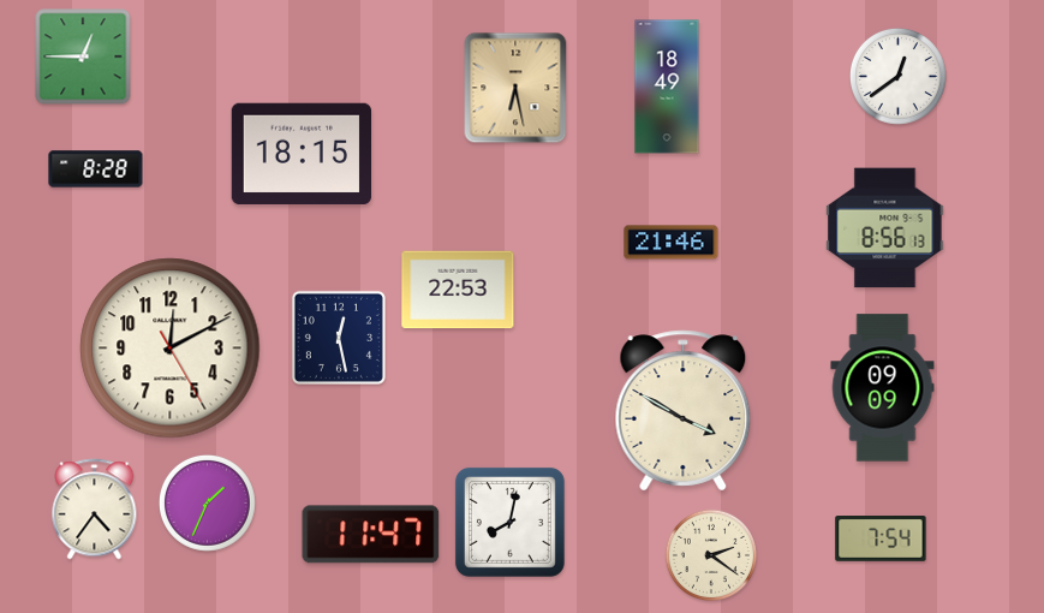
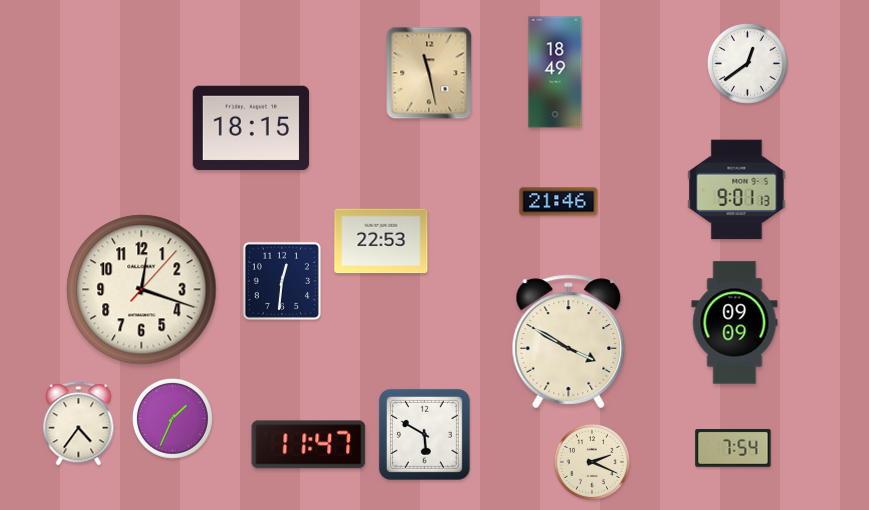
clock at (83, 56): 12:45 -> none
clock at (515, 88): 6:28 -> 11:28
clock at (96, 169): 8:28 -> none
clock at (885, 228): 8:56 -> 9:01
clock at (339, 338): 12:28 -> 12:31
clock at (171, 349): 12:10 -> 12:18
clock at (509, 522): 8:02 -> 5:50
clock at (710, 554): 2:21 -> 2:19
